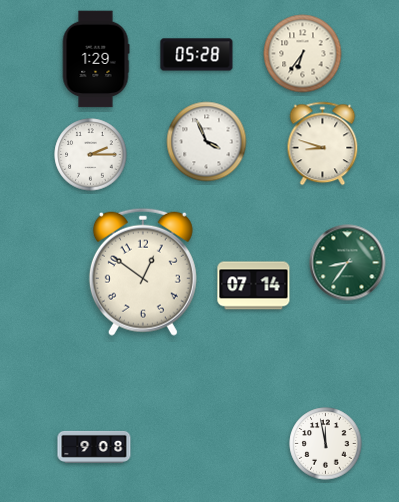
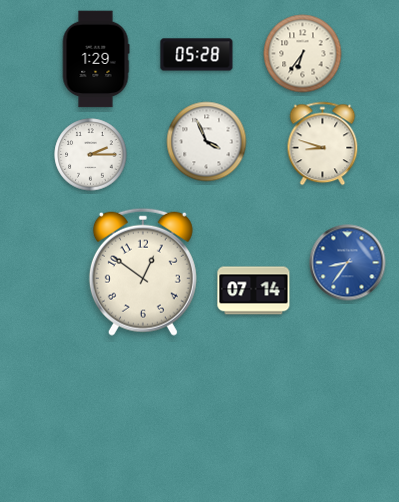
clock at (348, 263) dial: green -> blue
clock at (254, 286) position: (254, 286) -> (254, 291)
clock at (326, 444): 11:58 -> none
clock at (94, 447): 9:08 -> none
